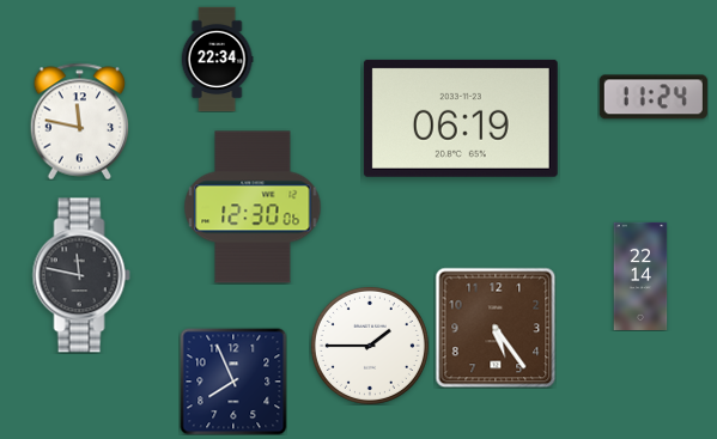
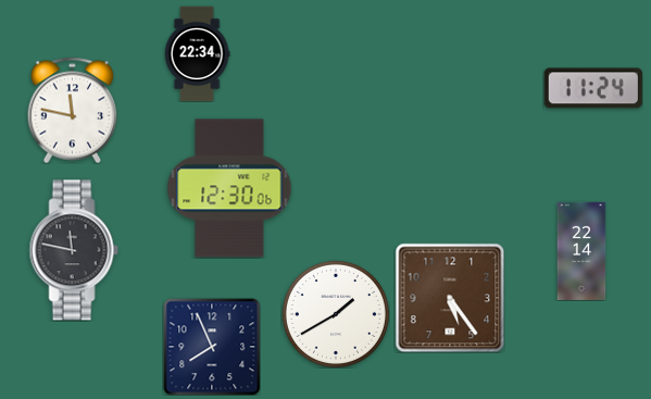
clock at (461, 118): 06:19 -> none
clock at (370, 346): 1:45 -> 1:40
